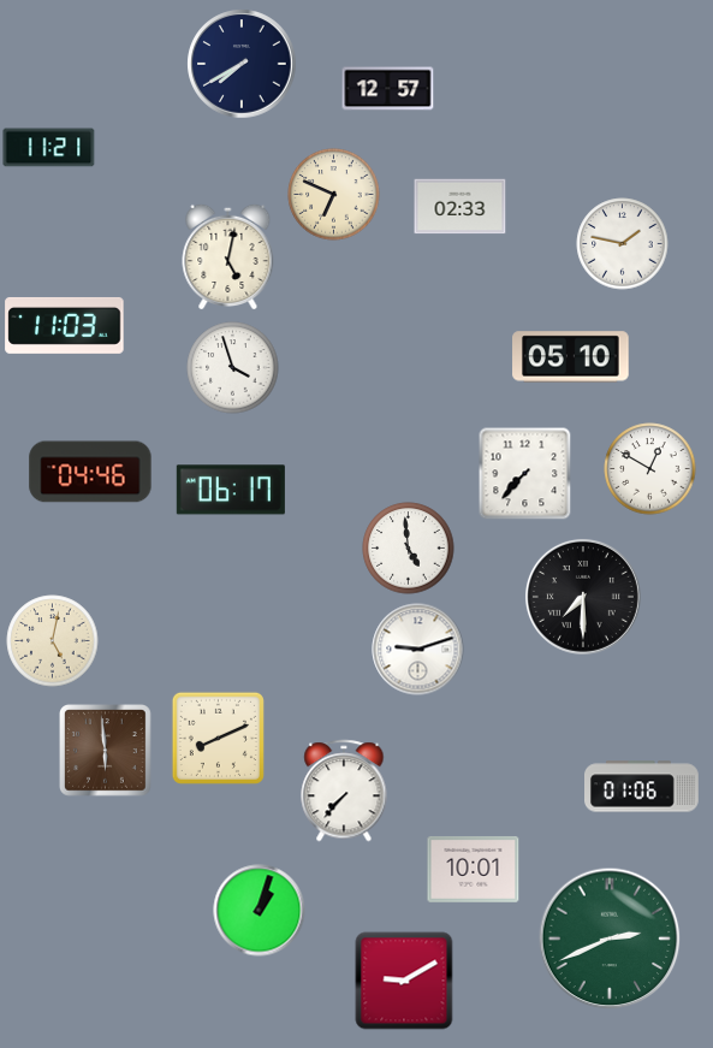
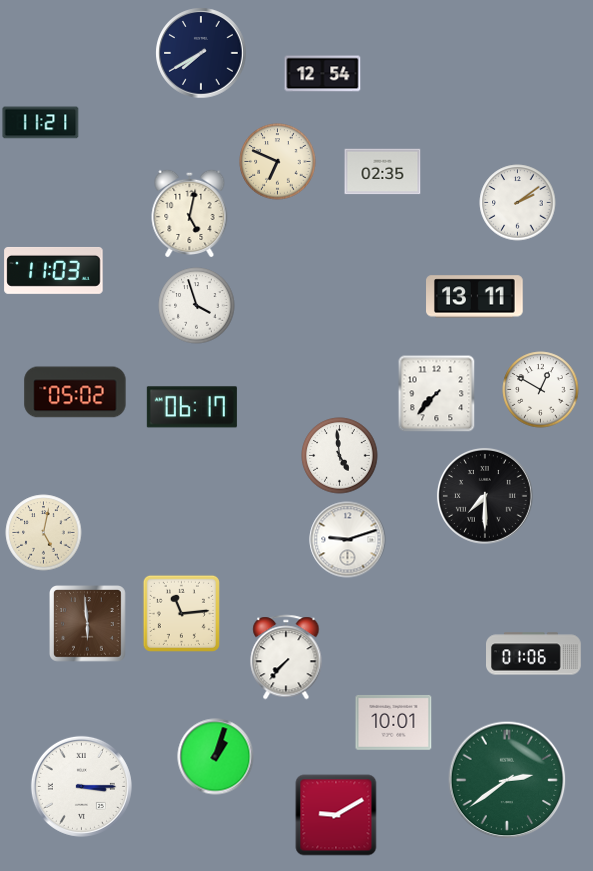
clock at (388, 89): 12:57 -> 12:54
clock at (461, 207): 02:33 -> 02:35
clock at (623, 244): 1:47 -> 2:09
clock at (571, 357): 05:10 -> 13:11
clock at (233, 368) position: (233, 368) -> (197, 306)
clock at (90, 472): 04:46 -> 05:02
clock at (218, 738): 8:11 -> 11:14
clock at (610, 939): 2:41 -> 2:39
clock at (81, 786): none -> 3:15
